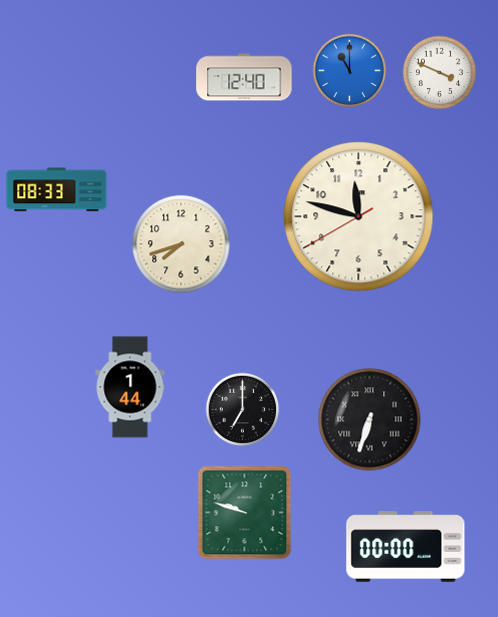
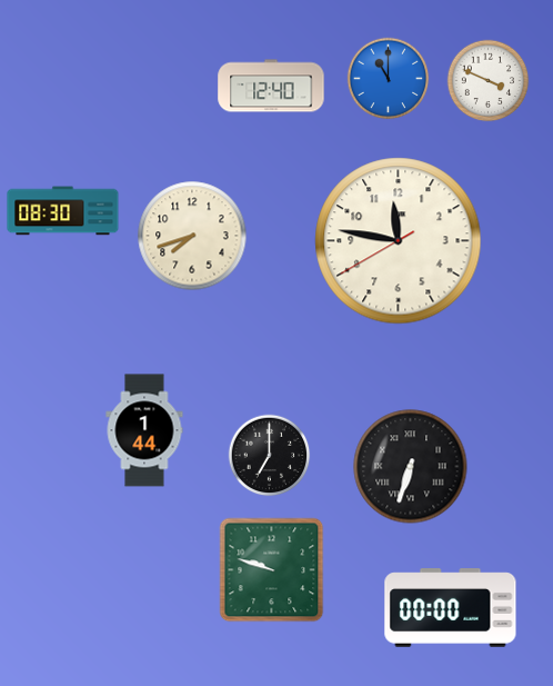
clock at (57, 190): 08:33 -> 08:30
clock at (359, 217): 11:47 -> 11:46
clock at (181, 244) position: (181, 244) -> (192, 236)
